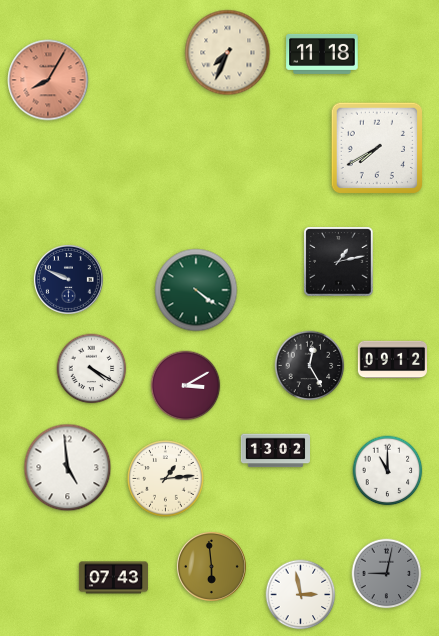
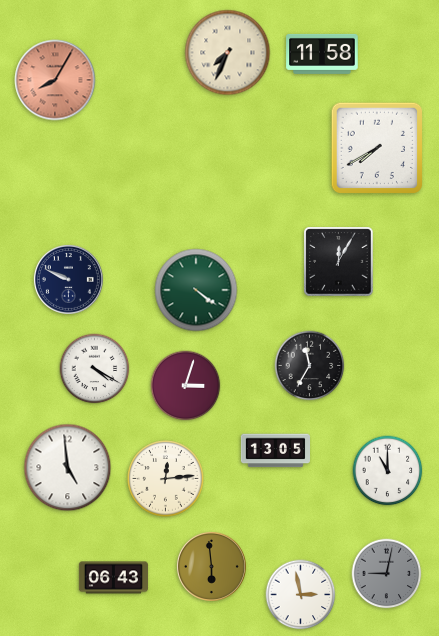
clock at (322, 54): 11:18 -> 11:58
clock at (48, 80) position: (48, 80) -> (55, 80)
clock at (339, 262): 1:13 -> 12:05
clock at (392, 360): 09:12 -> none
clock at (310, 366): 12:25 -> 11:35
clock at (92, 369) position: (92, 369) -> (95, 369)
clock at (186, 386): 3:10 -> 3:03
clock at (275, 451): 13:02 -> 13:05
clock at (166, 479): 1:14 -> 12:14
clock at (113, 578): 07:43 -> 06:43
